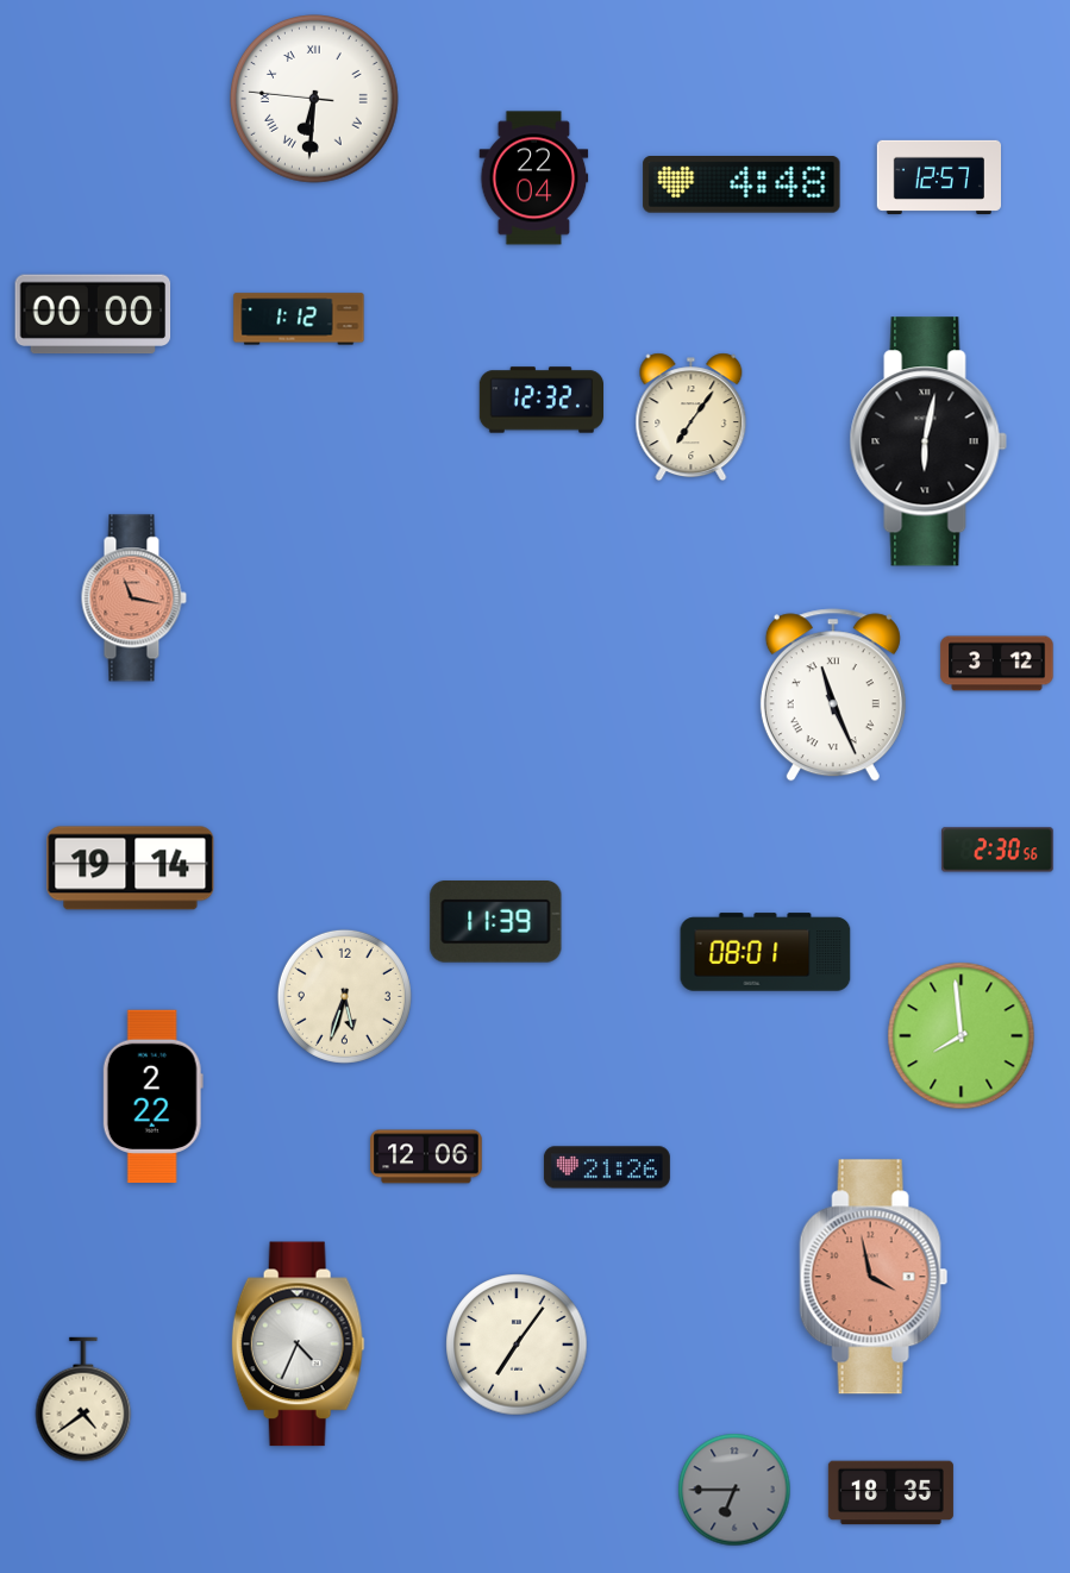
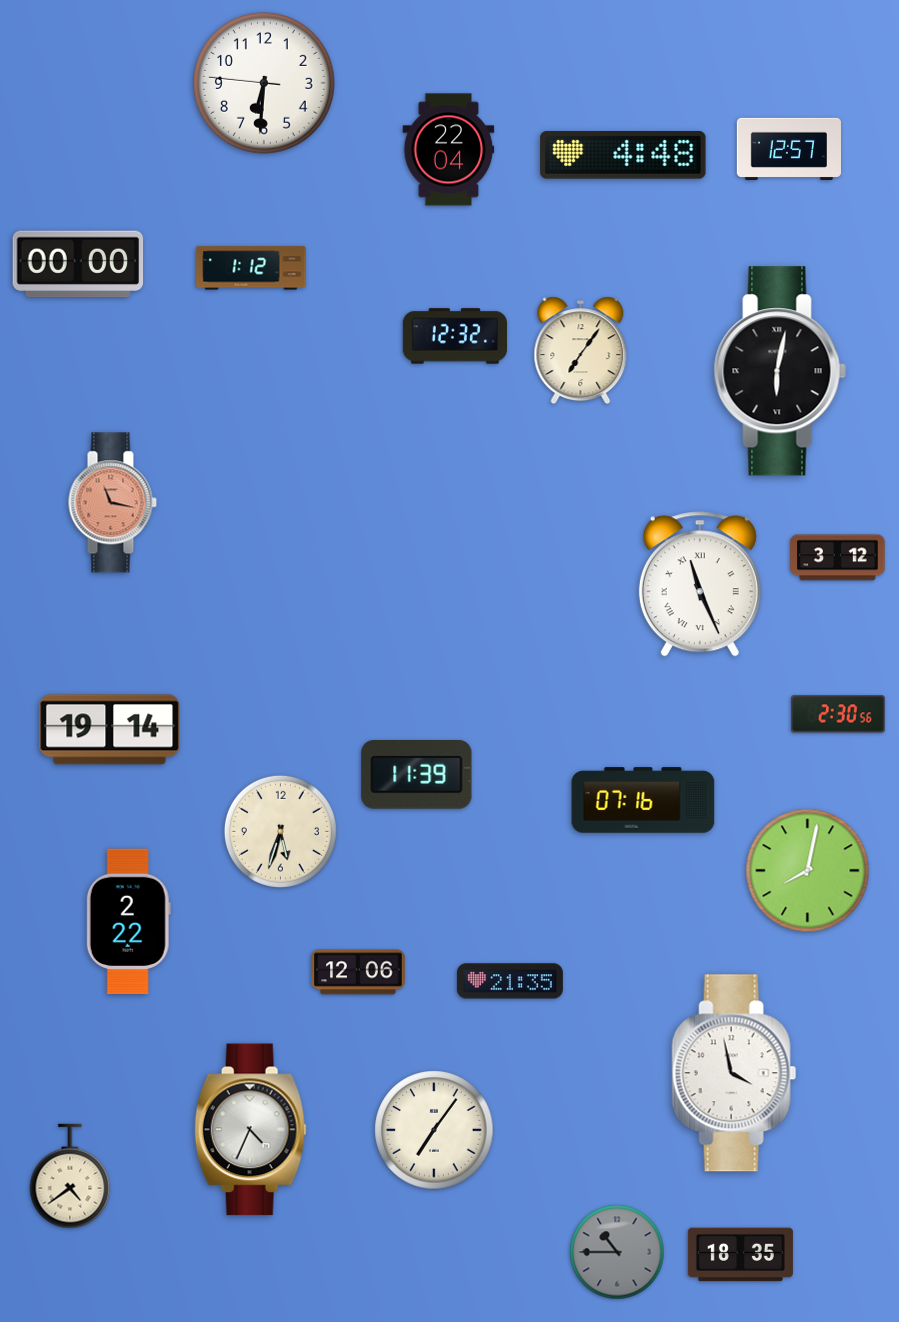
clock at (315, 100) numerals: Roman -> Arabic
clock at (765, 952): 08:01 -> 07:16
clock at (344, 996) position: (344, 996) -> (280, 831)
clock at (962, 1036): 7:59 -> 8:02
clock at (607, 1167): 21:26 -> 21:35
clock at (874, 1277) dial: salmon -> white
clock at (734, 1490): 6:45 -> 10:45
clock at (890, 1493) position: (890, 1493) -> (740, 1255)
